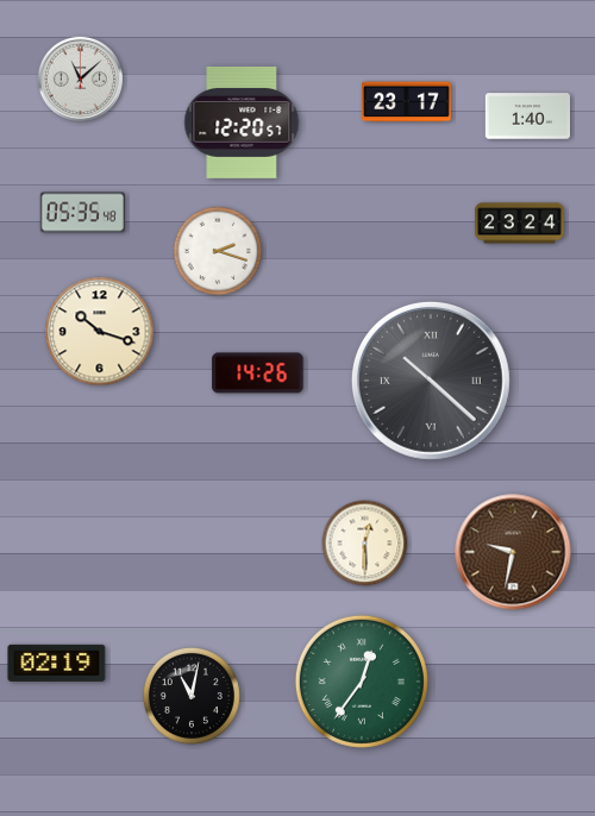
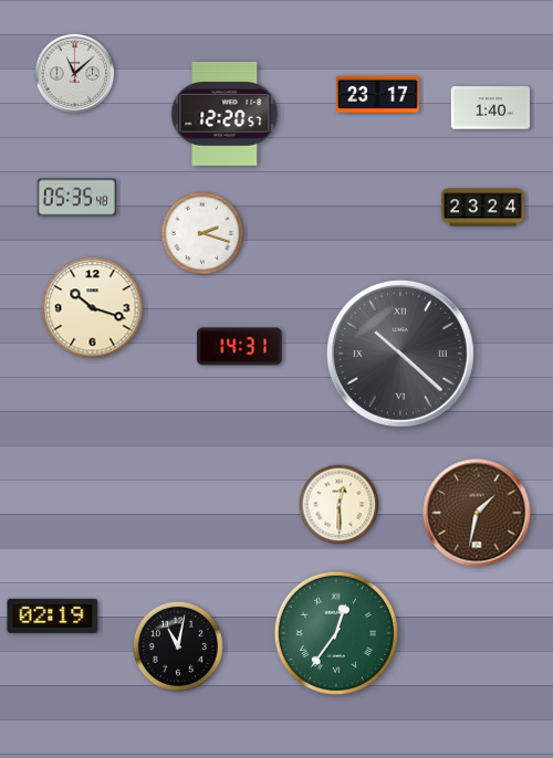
clock at (258, 374): 14:26 -> 14:31
clock at (513, 552): 9:32 -> 1:32
